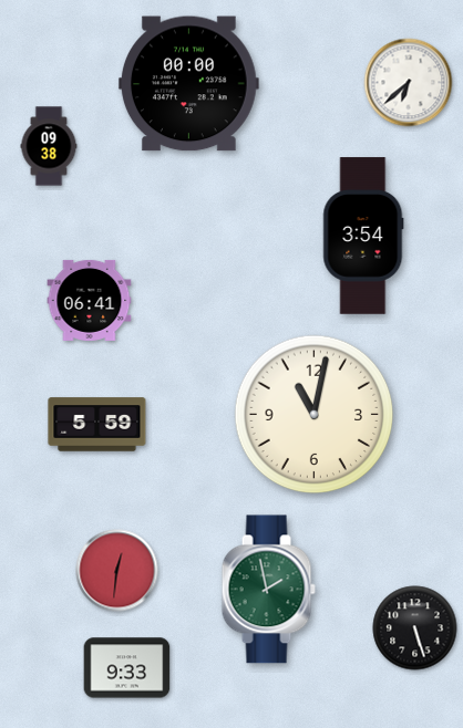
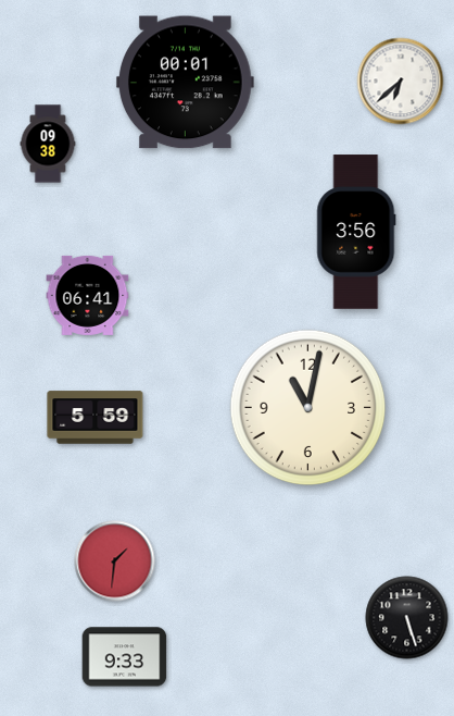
clock at (188, 84): 00:00 -> 00:01
clock at (363, 236): 3:54 -> 3:56
clock at (117, 571): 12:31 -> 1:31
clock at (268, 590): 1:58 -> none
